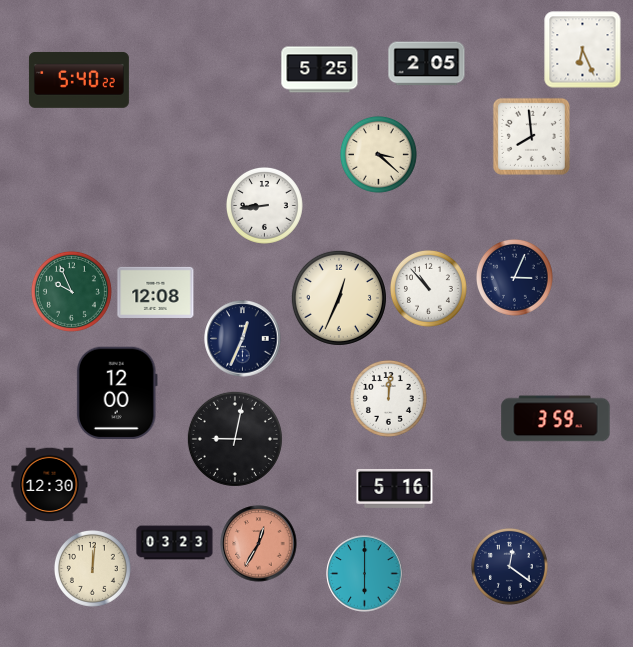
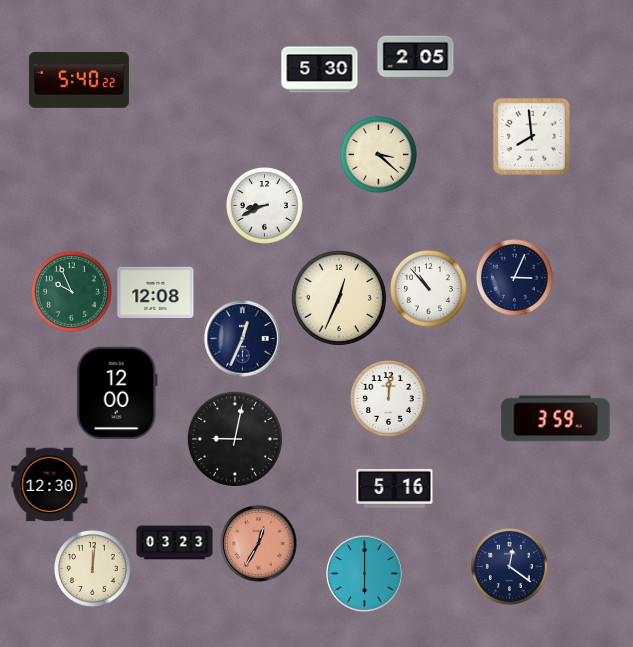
clock at (583, 50): 6:26 -> none
clock at (427, 64) position: (427, 64) -> (416, 58)
clock at (320, 70): 5:25 -> 5:30
clock at (264, 205): 8:44 -> 8:41
